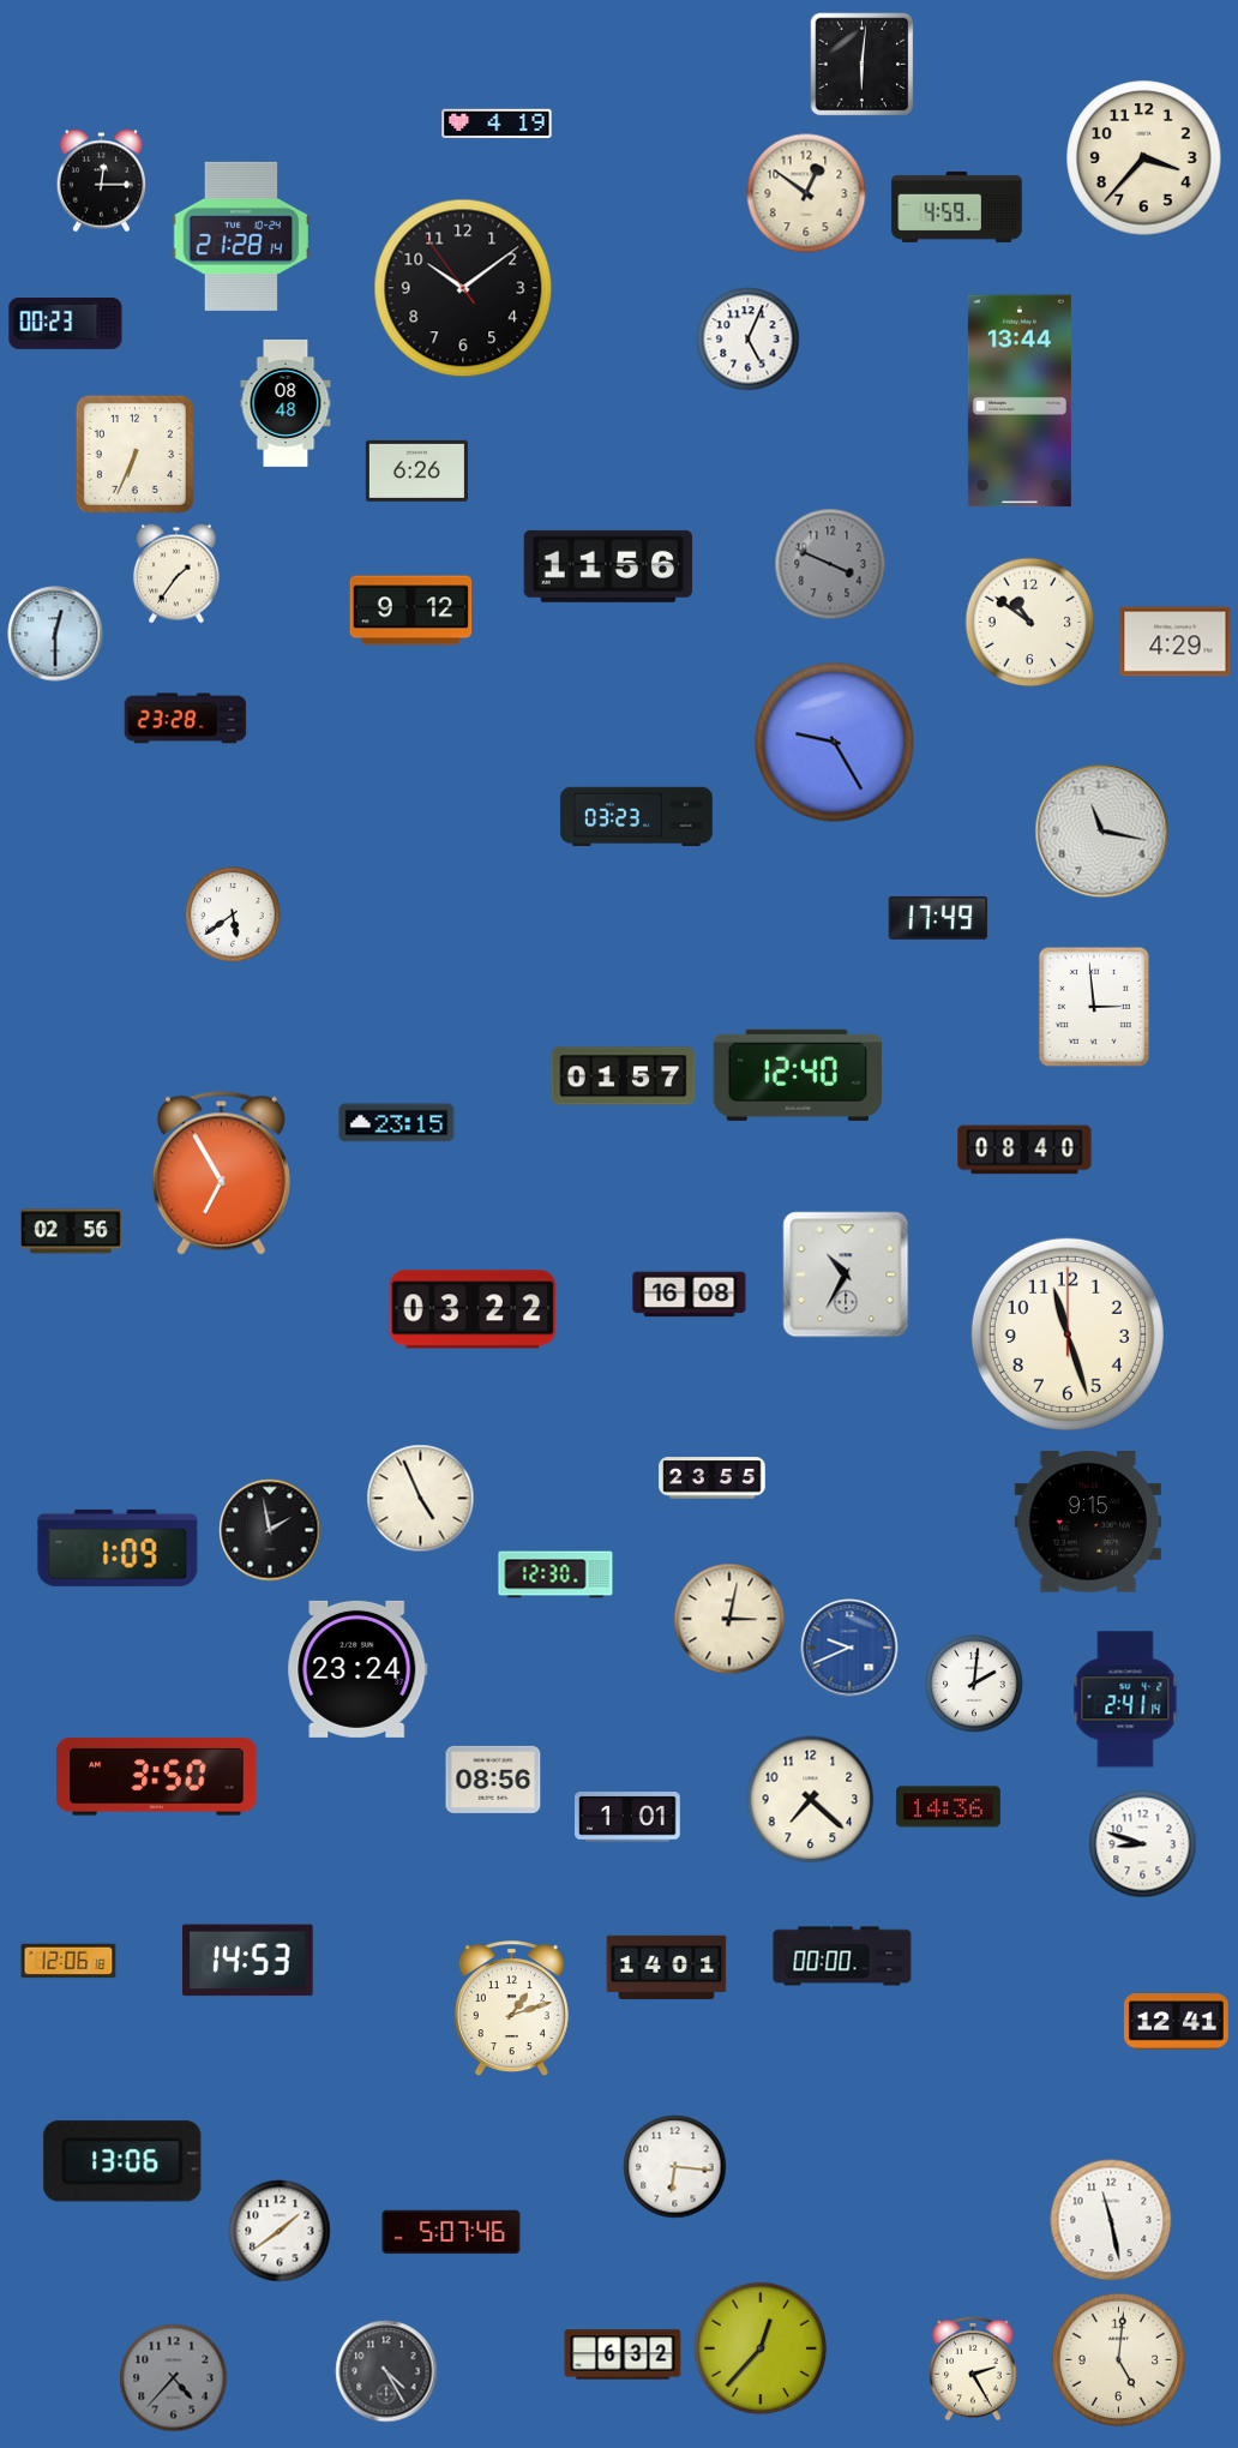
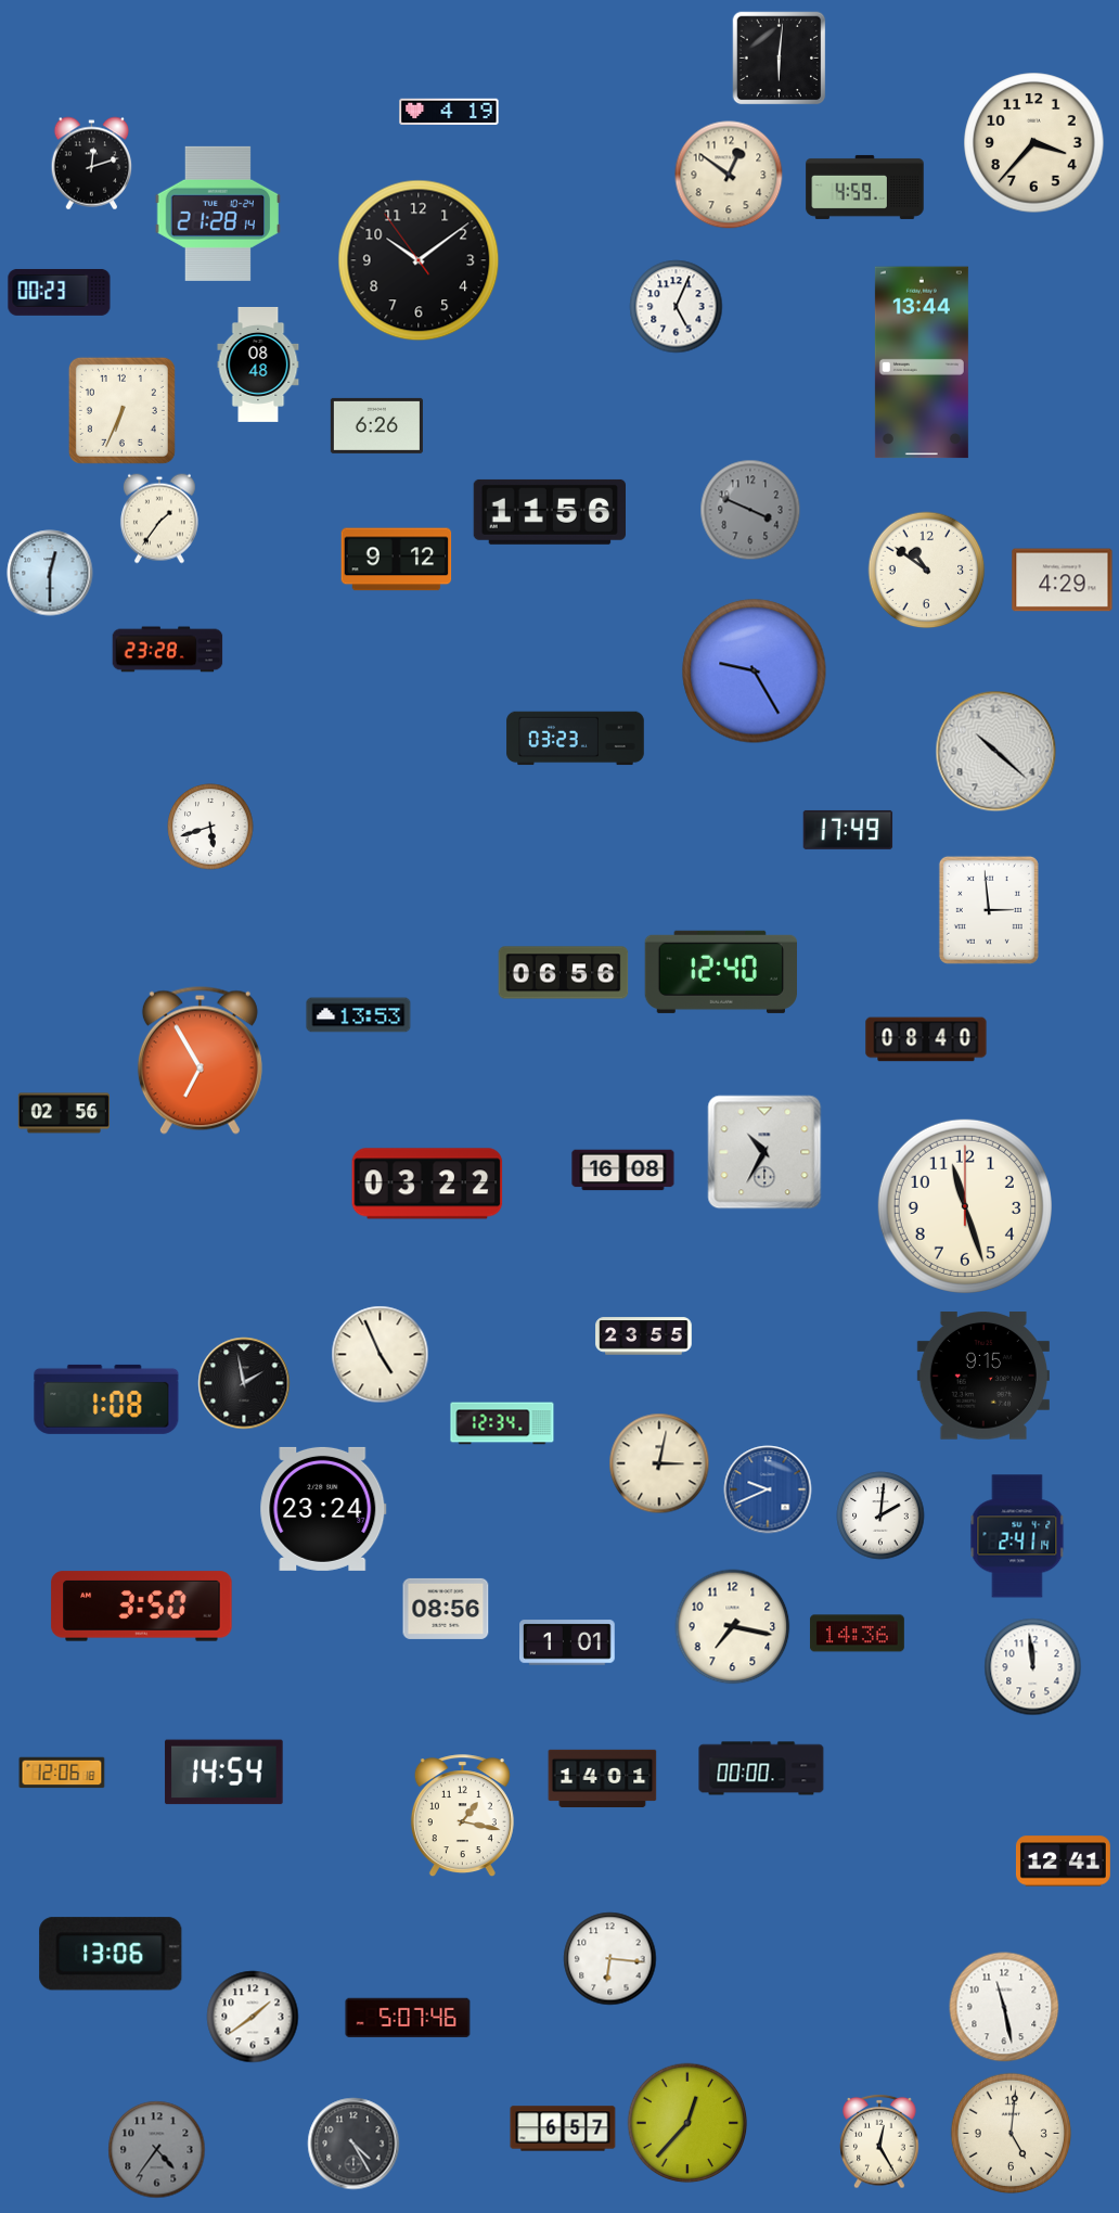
clock at (102, 181): 12:15 -> 12:12
clock at (411, 611) position: (411, 611) -> (397, 560)
clock at (1030, 623) position: (1030, 623) -> (927, 571)
clock at (1102, 832): 11:17 -> 10:22
clock at (233, 914): 5:39 -> 5:42
clock at (624, 1076): 01:57 -> 06:56
clock at (397, 1123): 23:15 -> 13:53
clock at (118, 1548): 1:09 -> 1:08
clock at (555, 1574): 12:30 -> 12:34
clock at (974, 1684) position: (974, 1684) -> (880, 1515)
clock at (811, 1800): 7:22 -> 7:17
clock at (1143, 1844): 8:48 -> 11:59
clock at (248, 1961): 14:53 -> 14:54
clock at (511, 2009): 1:12 -> 1:17
clock at (1176, 2022) position: (1176, 2022) -> (1063, 1862)
clock at (623, 2354): 6:32 -> 6:57
clock at (973, 2369): 2:25 -> 12:25
clock at (386, 2371) position: (386, 2371) -> (353, 2144)
clock at (174, 2378): 4:37 -> 4:36
